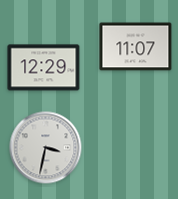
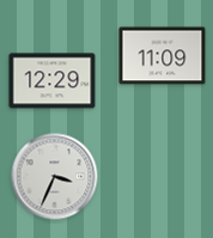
clock at (136, 47): 11:07 -> 11:09
clock at (46, 148): 3:32 -> 3:34
